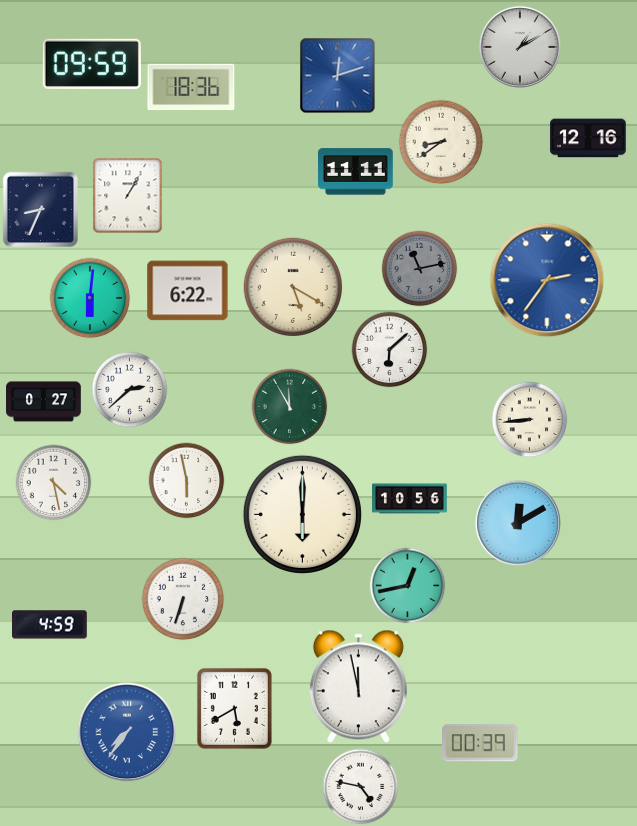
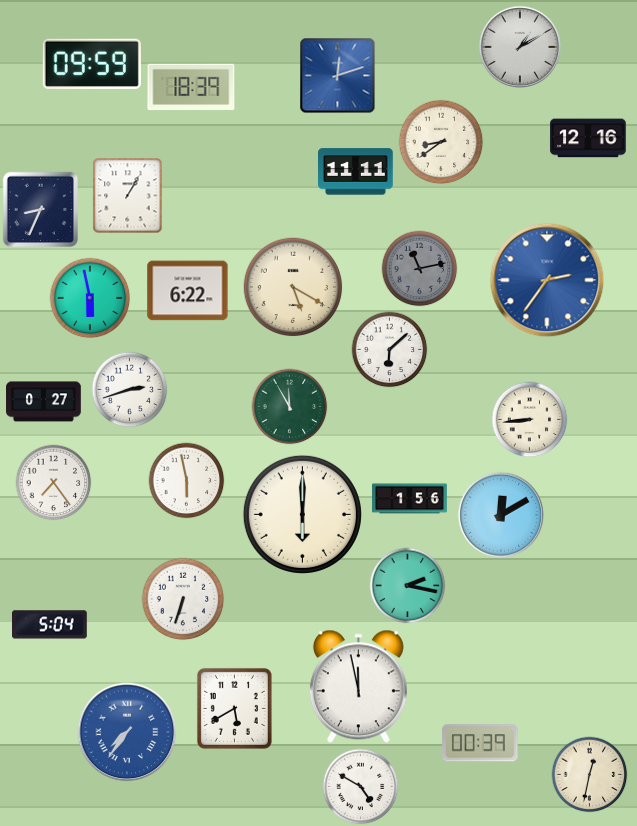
clock at (191, 87): 18:36 -> 18:39
clock at (90, 298): 6:01 -> 5:58
clock at (130, 390): 2:38 -> 2:42
clock at (54, 483): 4:28 -> 7:24
clock at (410, 499): 10:56 -> 1:56
clock at (518, 523) position: (518, 523) -> (501, 515)
clock at (408, 586): 12:43 -> 2:17
clock at (50, 625): 4:59 -> 5:04
clock at (590, 775): none -> 12:32
clock at (361, 787): 4:47 -> 4:50
